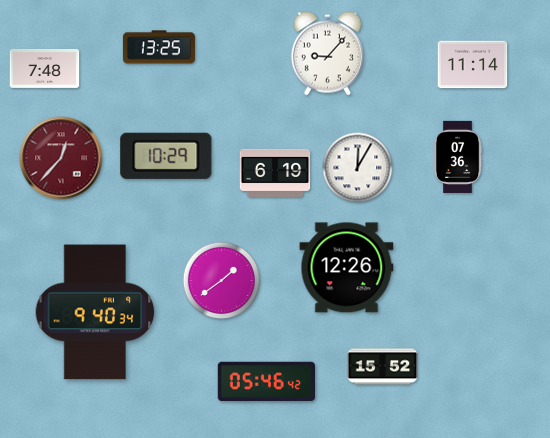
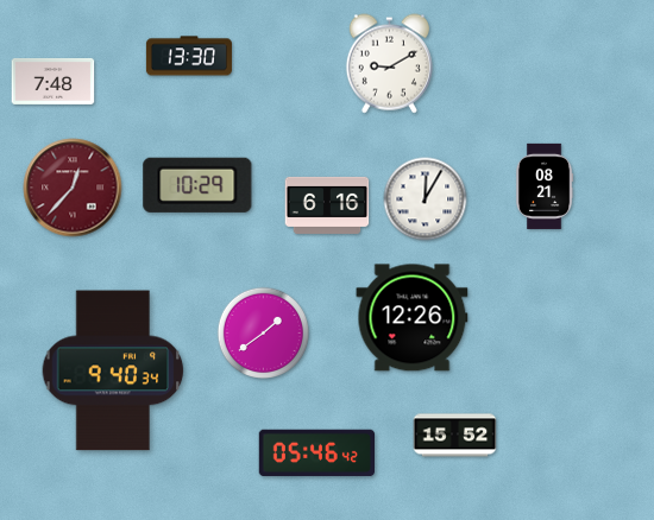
clock at (159, 47): 13:25 -> 13:30
clock at (327, 54): 9:07 -> 9:10
clock at (473, 65): 11:14 -> none
clock at (458, 157): 07:36 -> 08:21
clock at (275, 173): 6:19 -> 6:16
